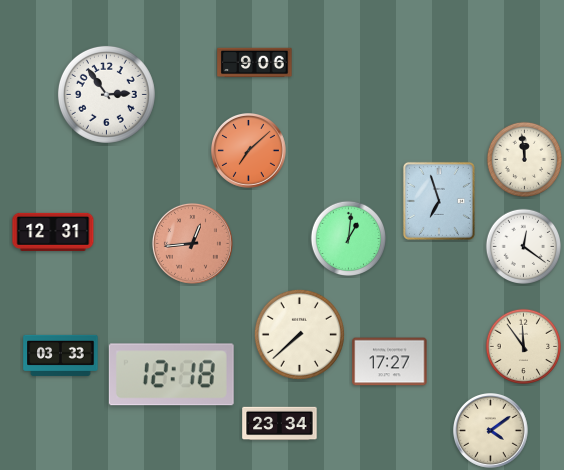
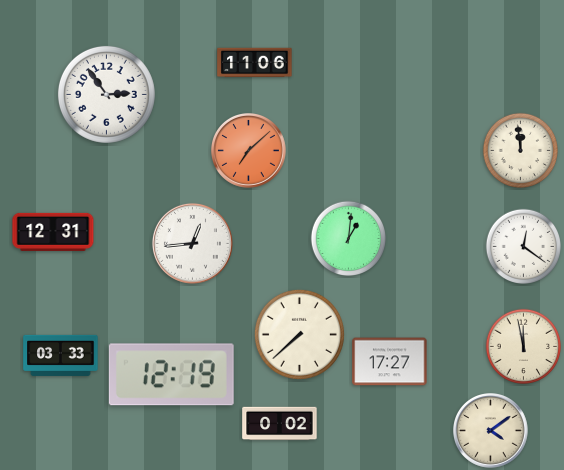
clock at (255, 63): 9:06 -> 11:06
clock at (524, 159) position: (524, 159) -> (520, 150)
clock at (439, 201): 6:57 -> none
clock at (192, 243) dial: salmon -> white
clock at (523, 346): 11:54 -> 11:58
clock at (171, 375): 12:18 -> 12:19
clock at (280, 424): 23:34 -> 0:02
